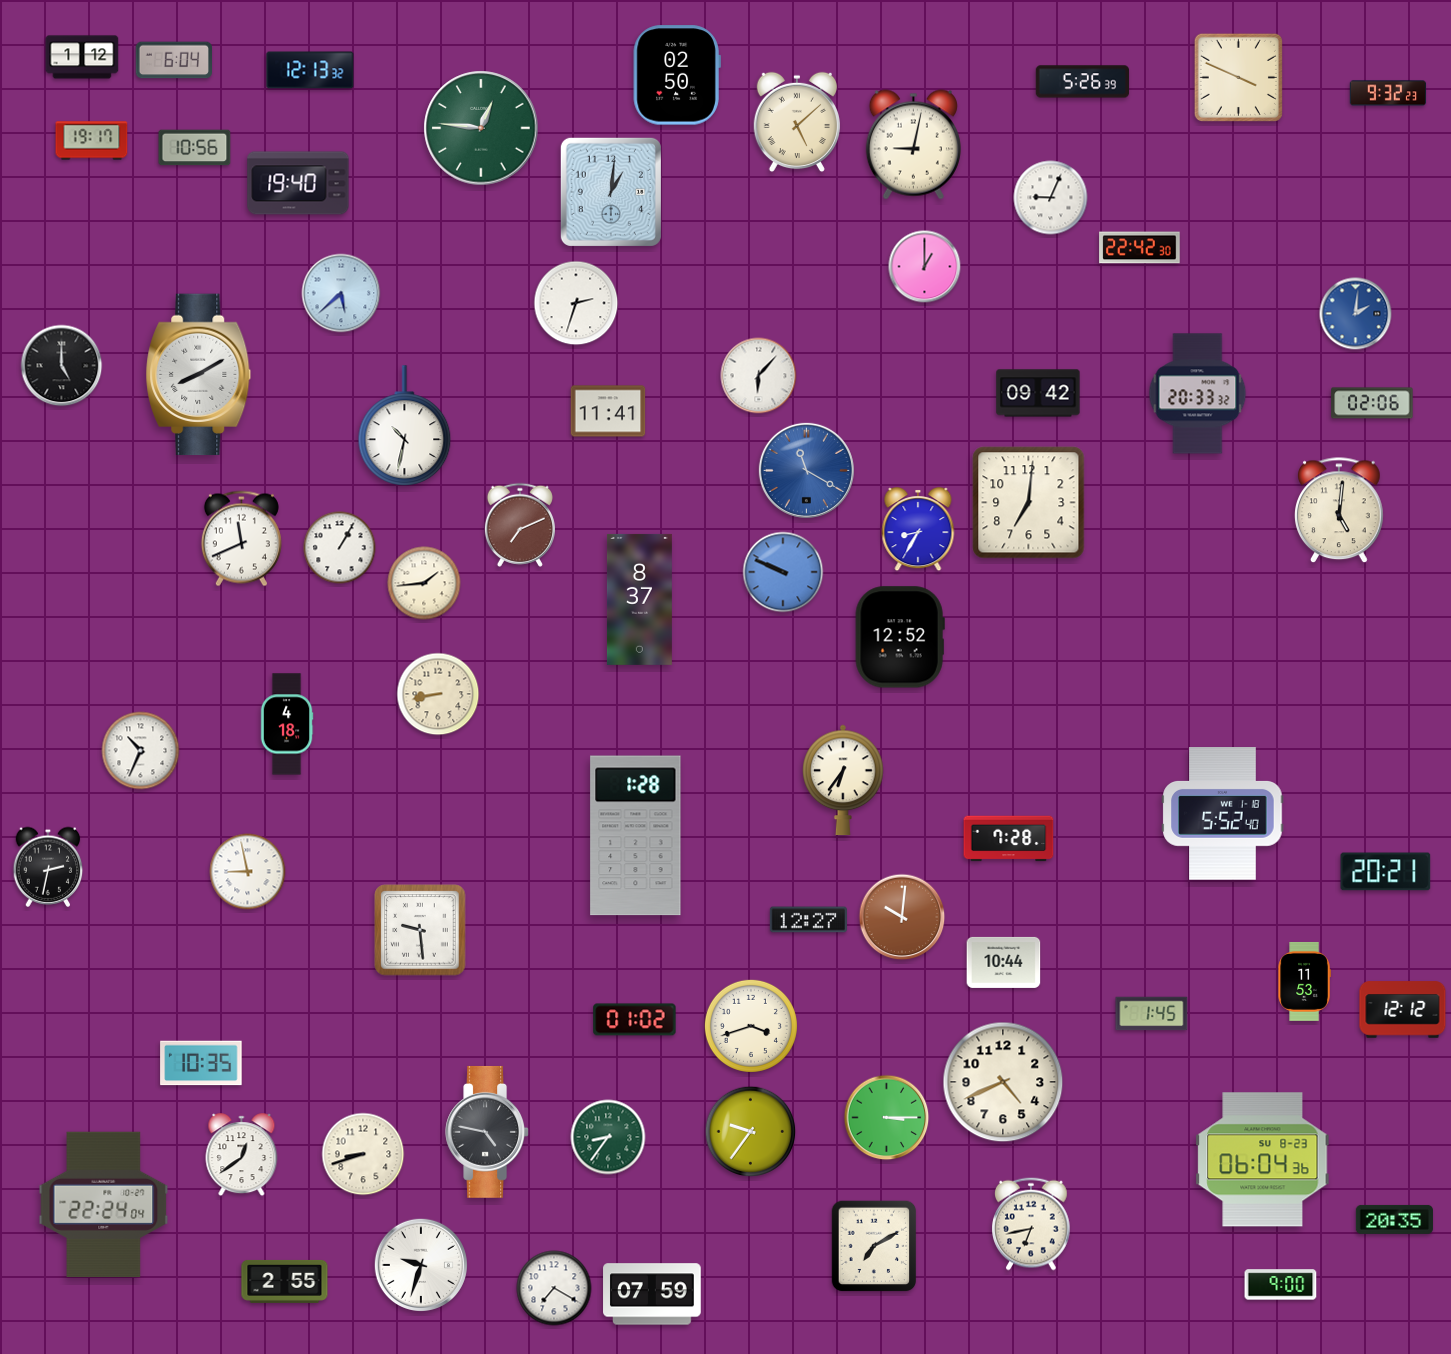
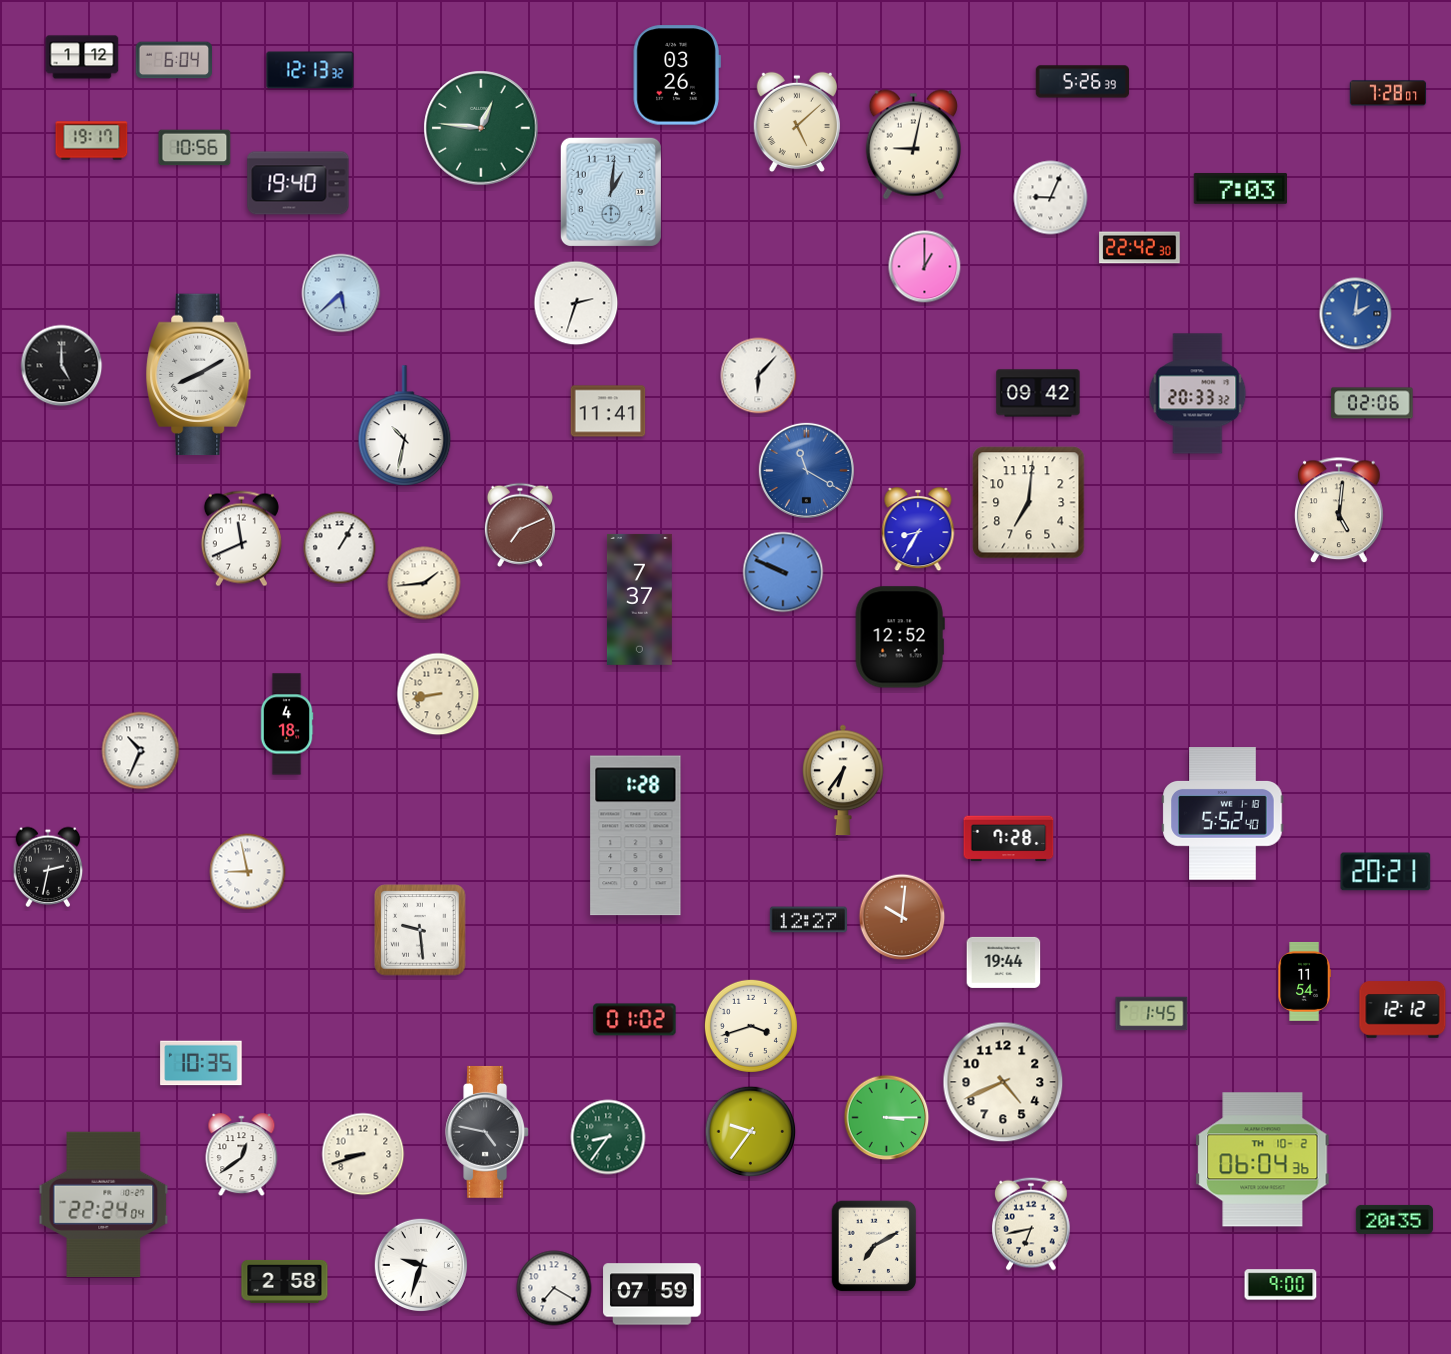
clock at (677, 75): 02:50 -> 03:26
clock at (1238, 77): 3:49 -> none
clock at (1388, 93): 9:32 -> 7:28
clock at (1240, 188): none -> 7:03
clock at (639, 599): 8:37 -> 7:37
clock at (1004, 962): 10:44 -> 19:44
clock at (1304, 981): 11:53 -> 11:54
clock at (1263, 1160) date: SU 8-23 -> TH 10-2
clock at (285, 1281): 2:55 -> 2:58
